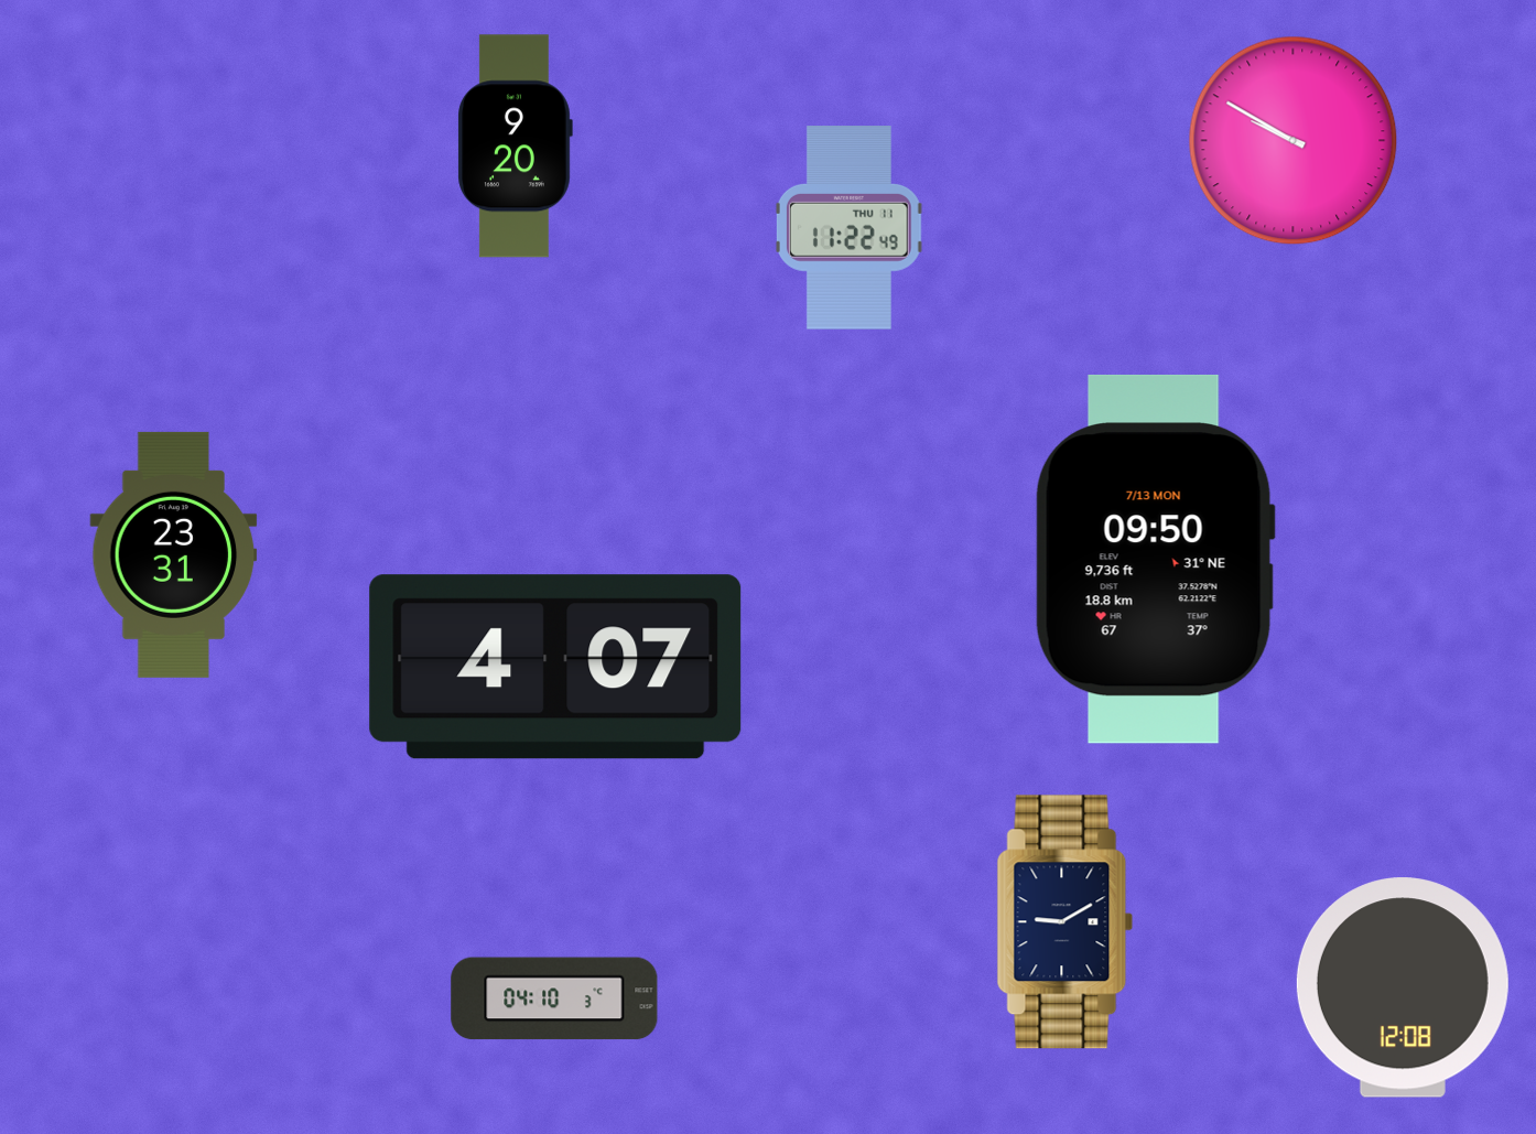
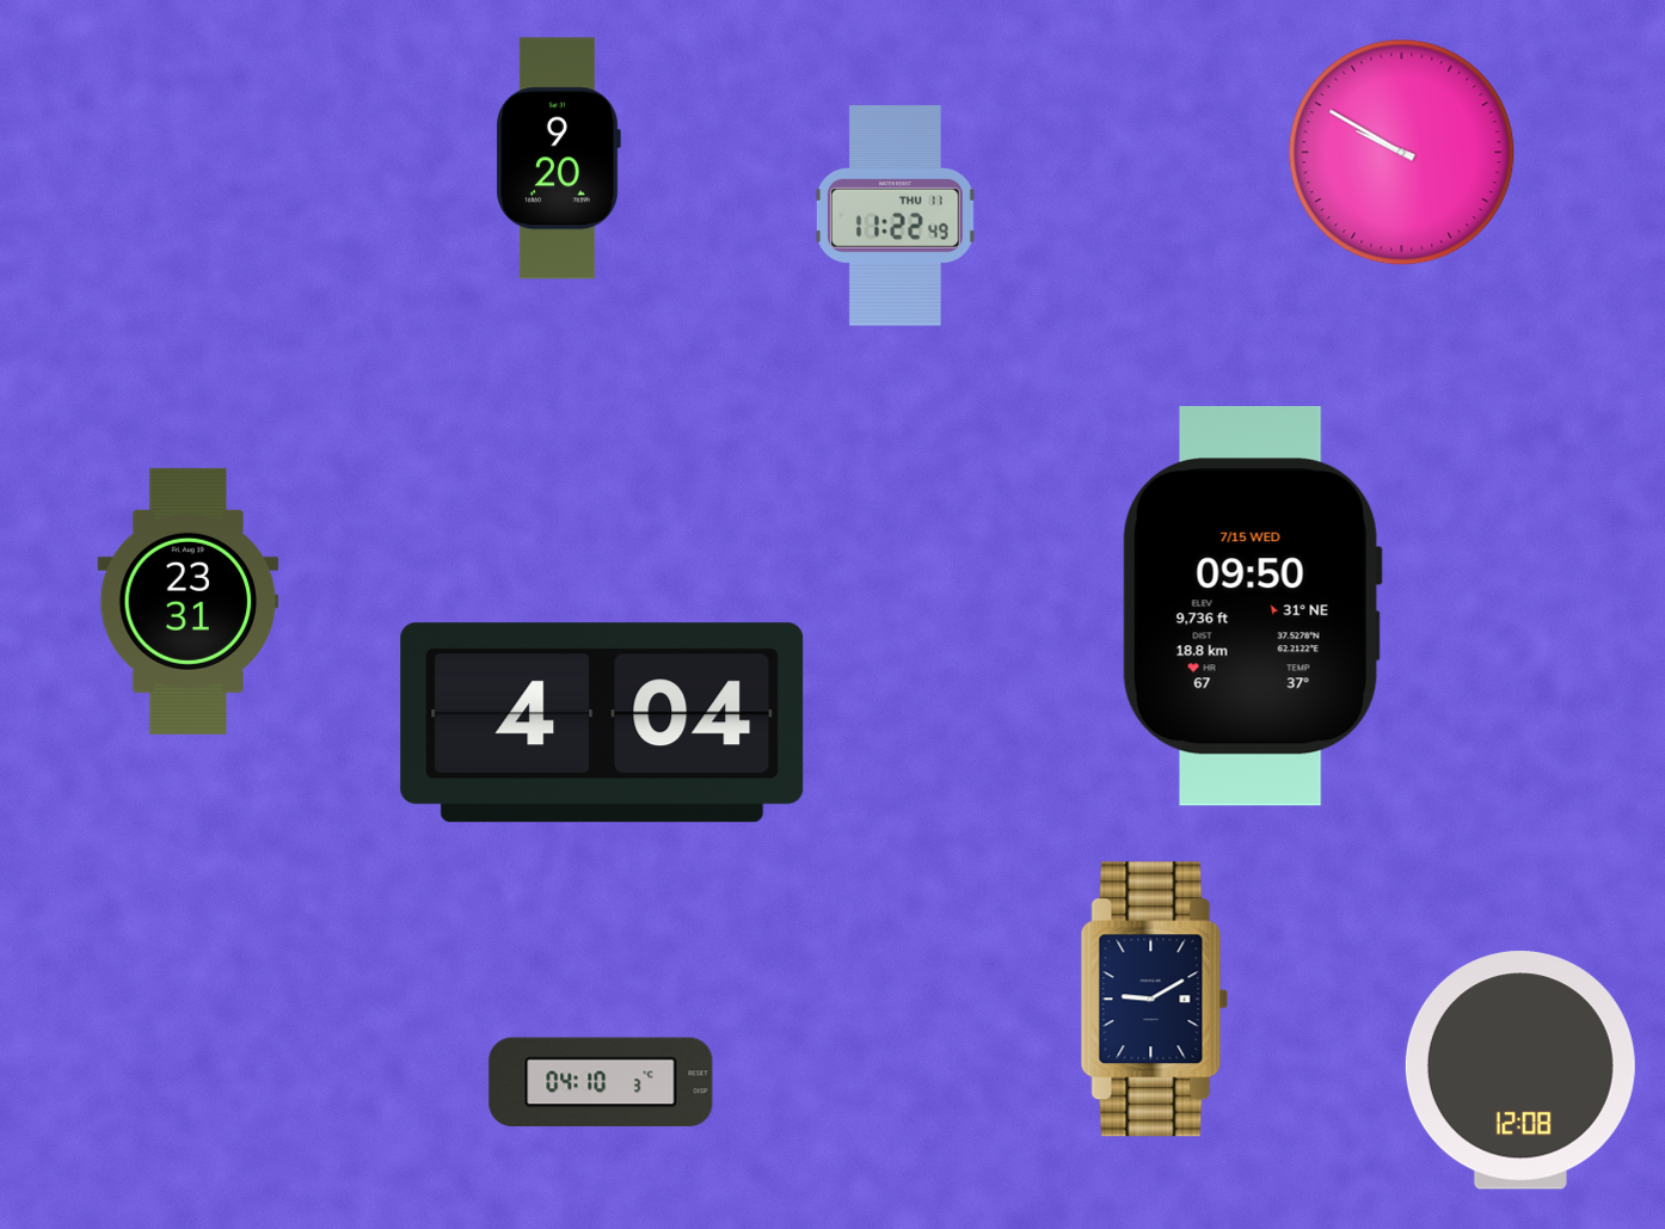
clock at (848, 228) position: (848, 228) -> (895, 216)
clock at (1155, 559) date: 7/13 MON -> 7/15 WED
clock at (555, 667): 4:07 -> 4:04
